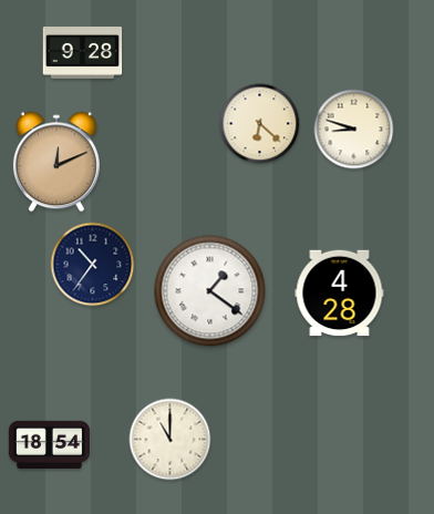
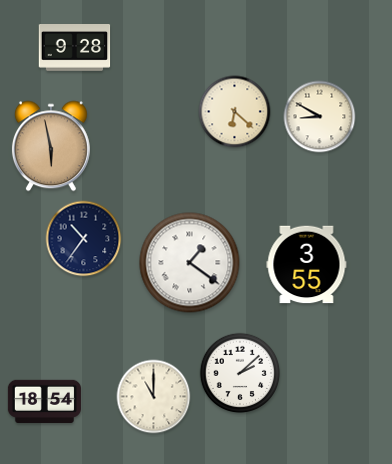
clock at (354, 130): 8:48 -> 8:50
clock at (56, 162): 12:11 -> 5:58
clock at (340, 294): 4:28 -> 3:55
clock at (240, 373): none -> 2:08
